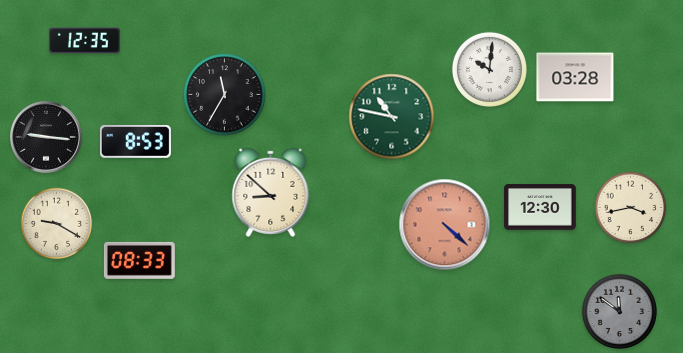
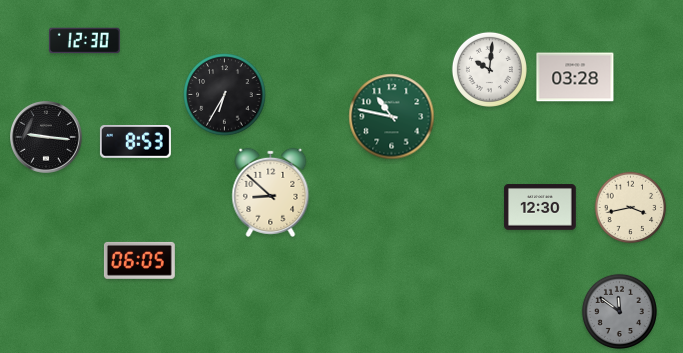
clock at (84, 41): 12:35 -> 12:30
clock at (225, 95): 11:35 -> 6:35
clock at (57, 224): 9:20 -> none
clock at (445, 225): 4:22 -> none
clock at (139, 260): 08:33 -> 06:05
